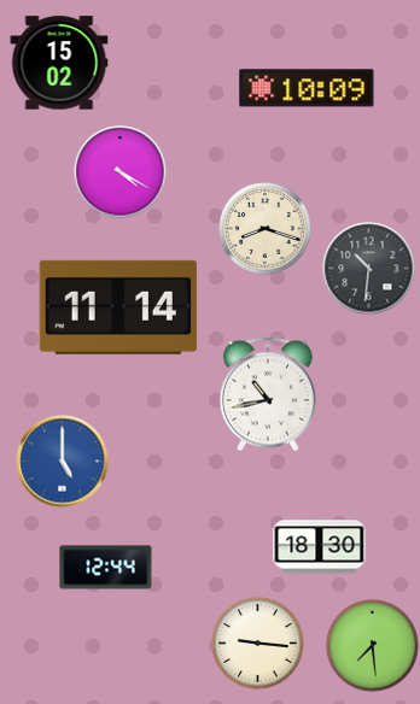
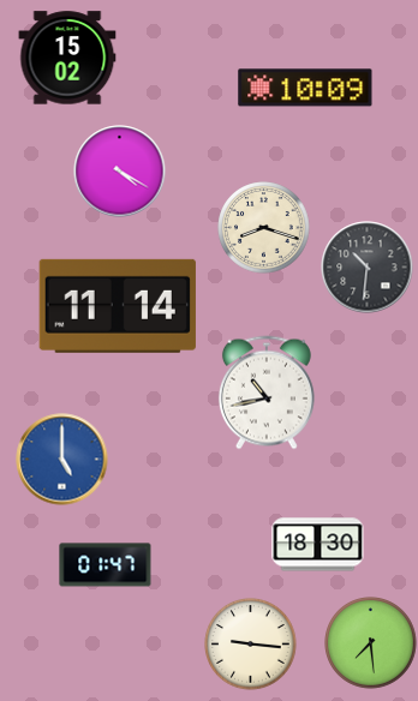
clock at (59, 63) position: (59, 63) -> (67, 58)
clock at (106, 568): 12:44 -> 01:47
clock at (258, 644) position: (258, 644) -> (251, 645)
